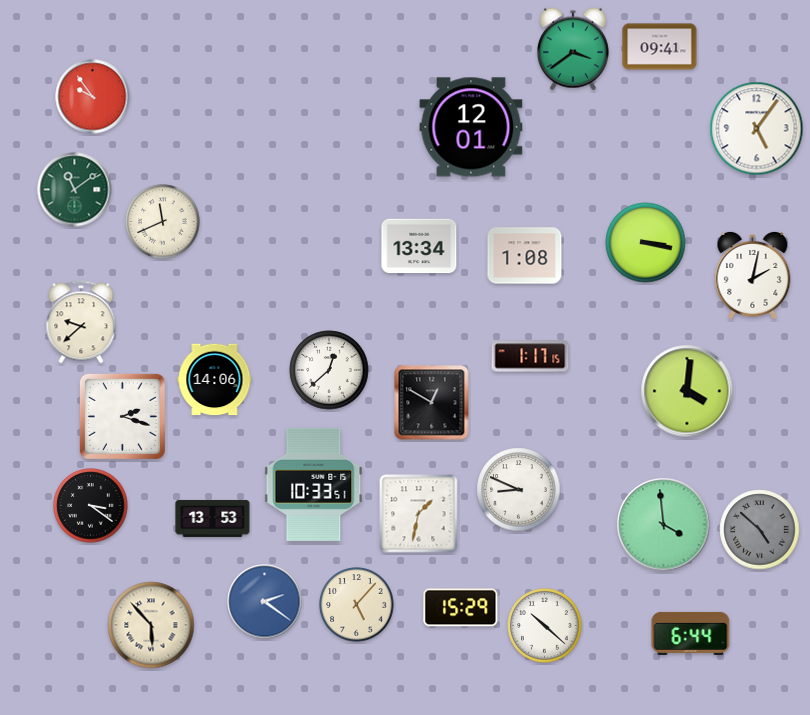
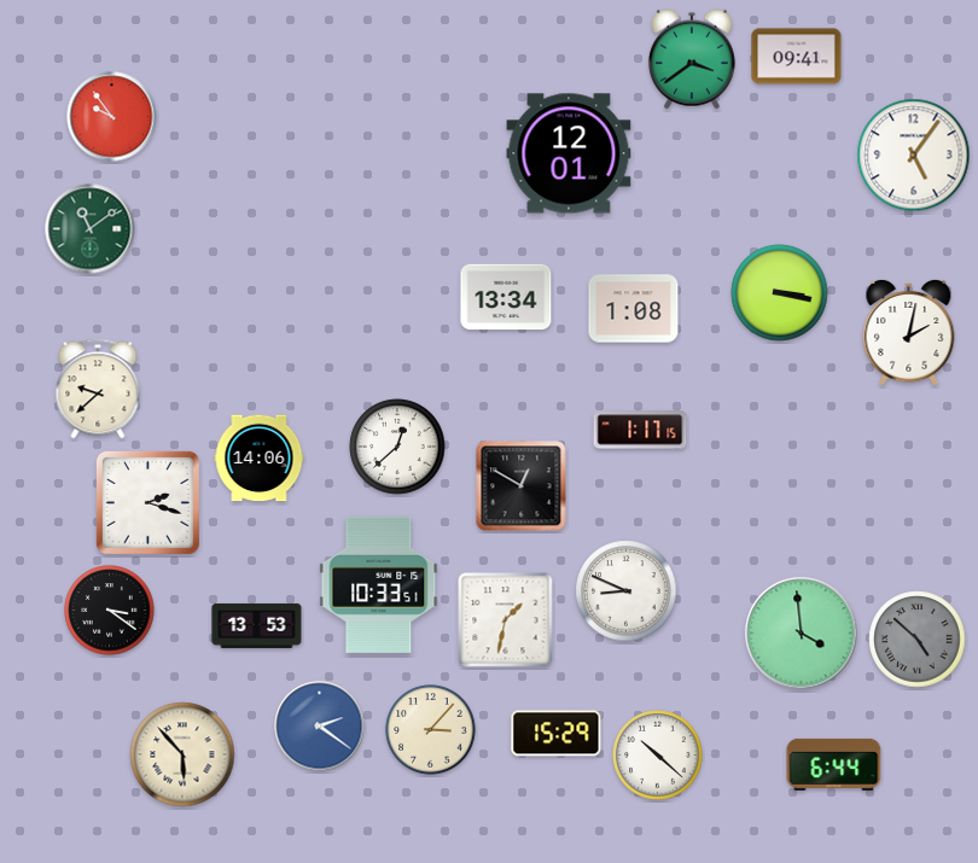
clock at (163, 222): 11:41 -> none
clock at (687, 391): 4:01 -> none
clock at (357, 605): 5:07 -> 3:07
